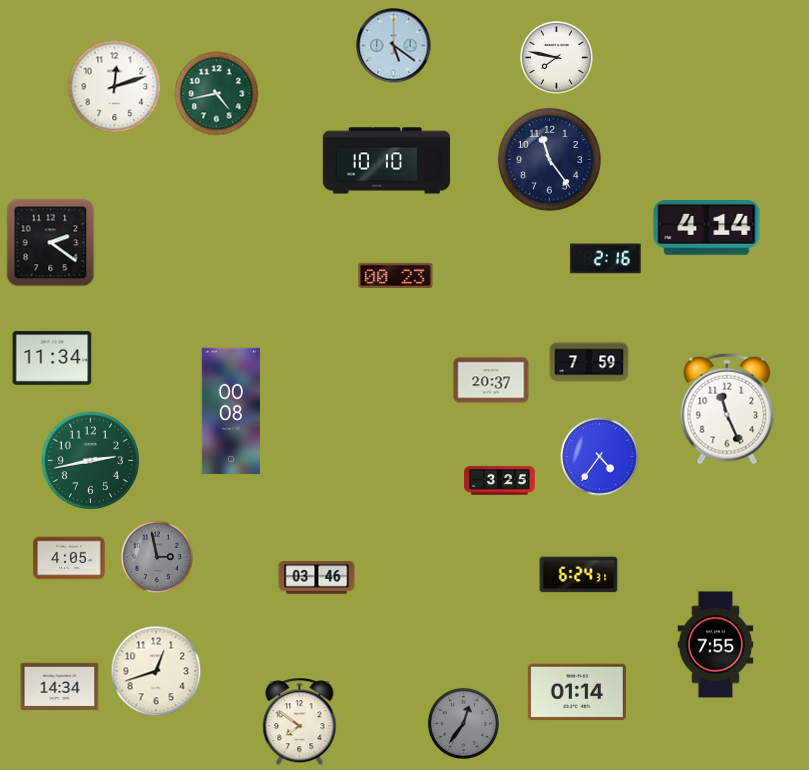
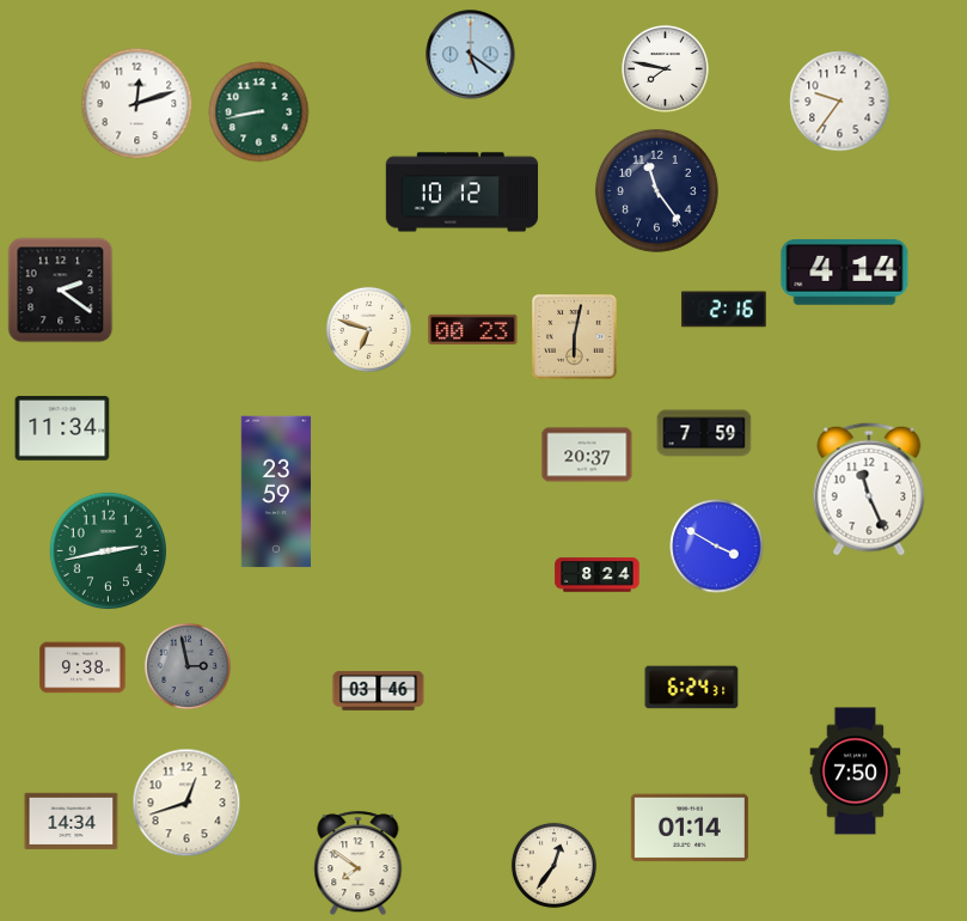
clock at (840, 102): none -> 9:36
clock at (217, 94): 4:43 -> 8:43
clock at (386, 161): 10:10 -> 10:12
clock at (368, 329): none -> 6:48
clock at (575, 337): none -> 6:02
clock at (230, 411): 00:08 -> 23:59
clock at (600, 457): 4:36 -> 3:50
clock at (500, 481): 3:25 -> 8:24
clock at (69, 558): 4:05 -> 9:38
clock at (716, 645): 7:55 -> 7:50
clock at (463, 723) dial: grey -> cream
